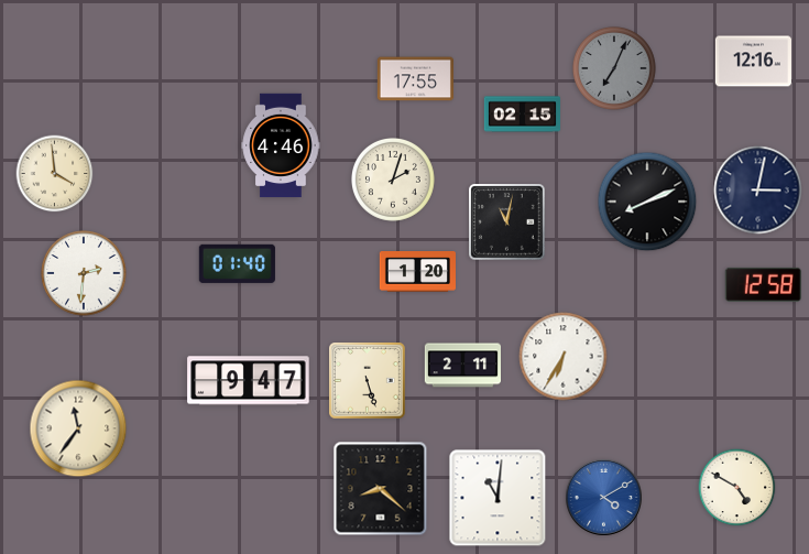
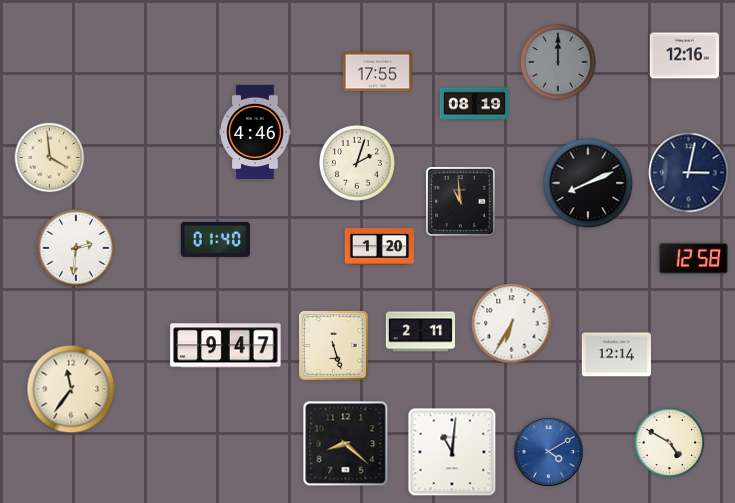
clock at (615, 69): 7:04 -> 12:00
clock at (522, 115): 02:15 -> 08:19
clock at (507, 222): 11:02 -> 10:59
clock at (616, 355): none -> 12:14
